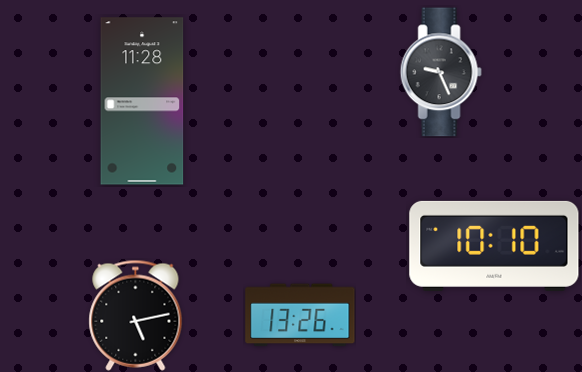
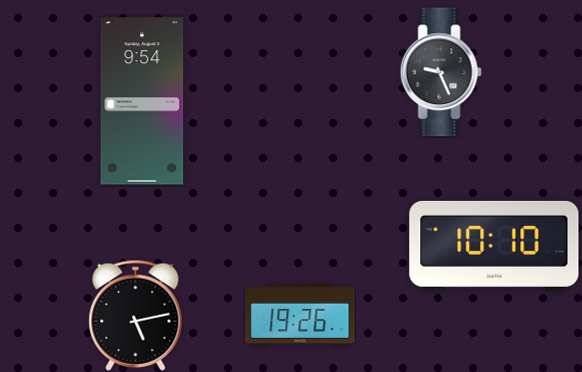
clock at (142, 101): 11:28 -> 9:54
clock at (300, 315): 13:26 -> 19:26
